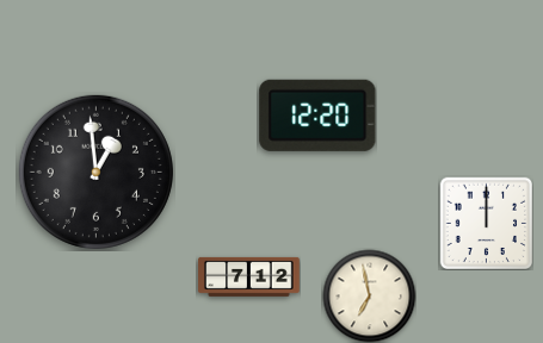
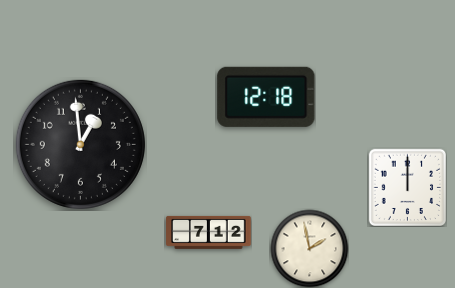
clock at (317, 116): 12:20 -> 12:18
clock at (369, 295): 6:58 -> 1:58
